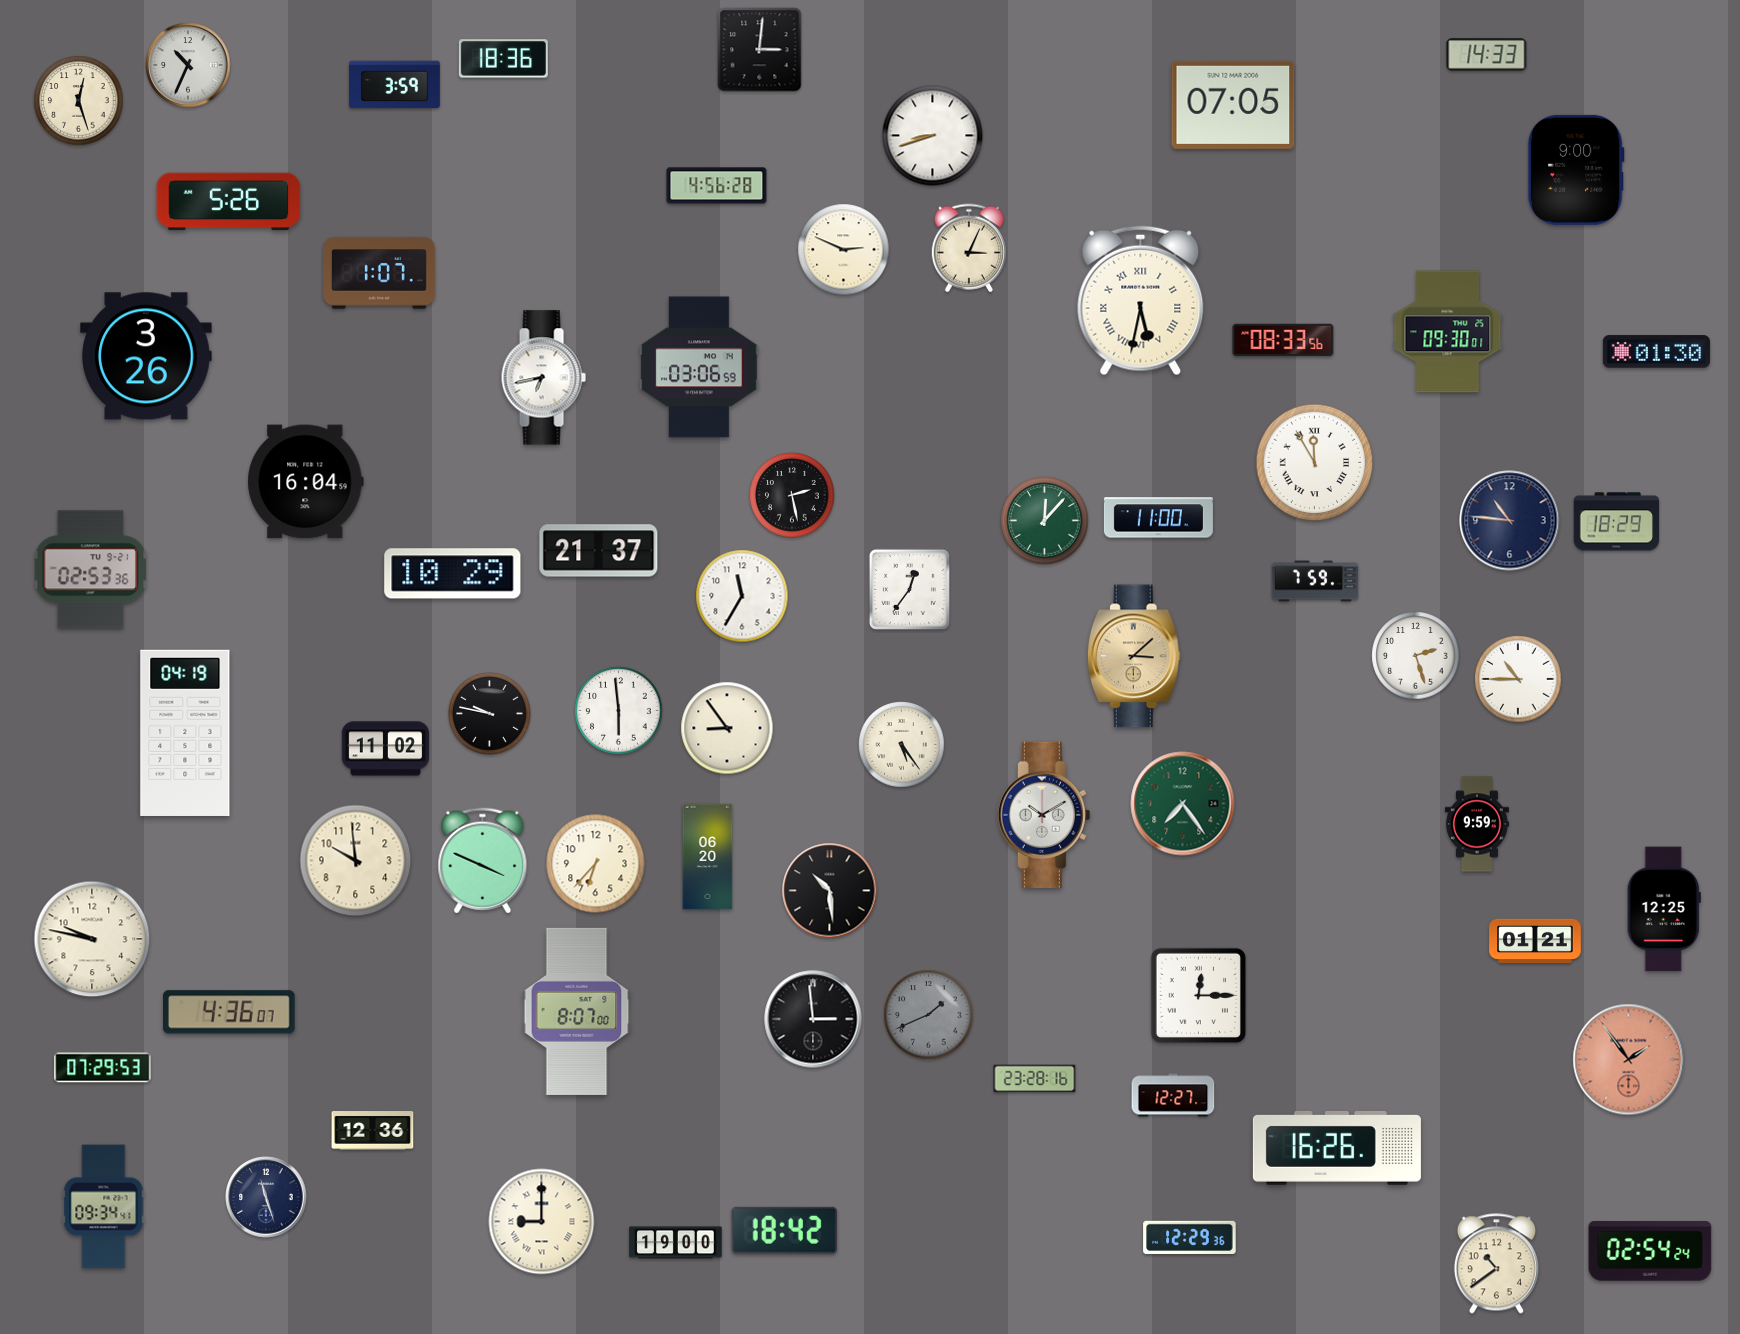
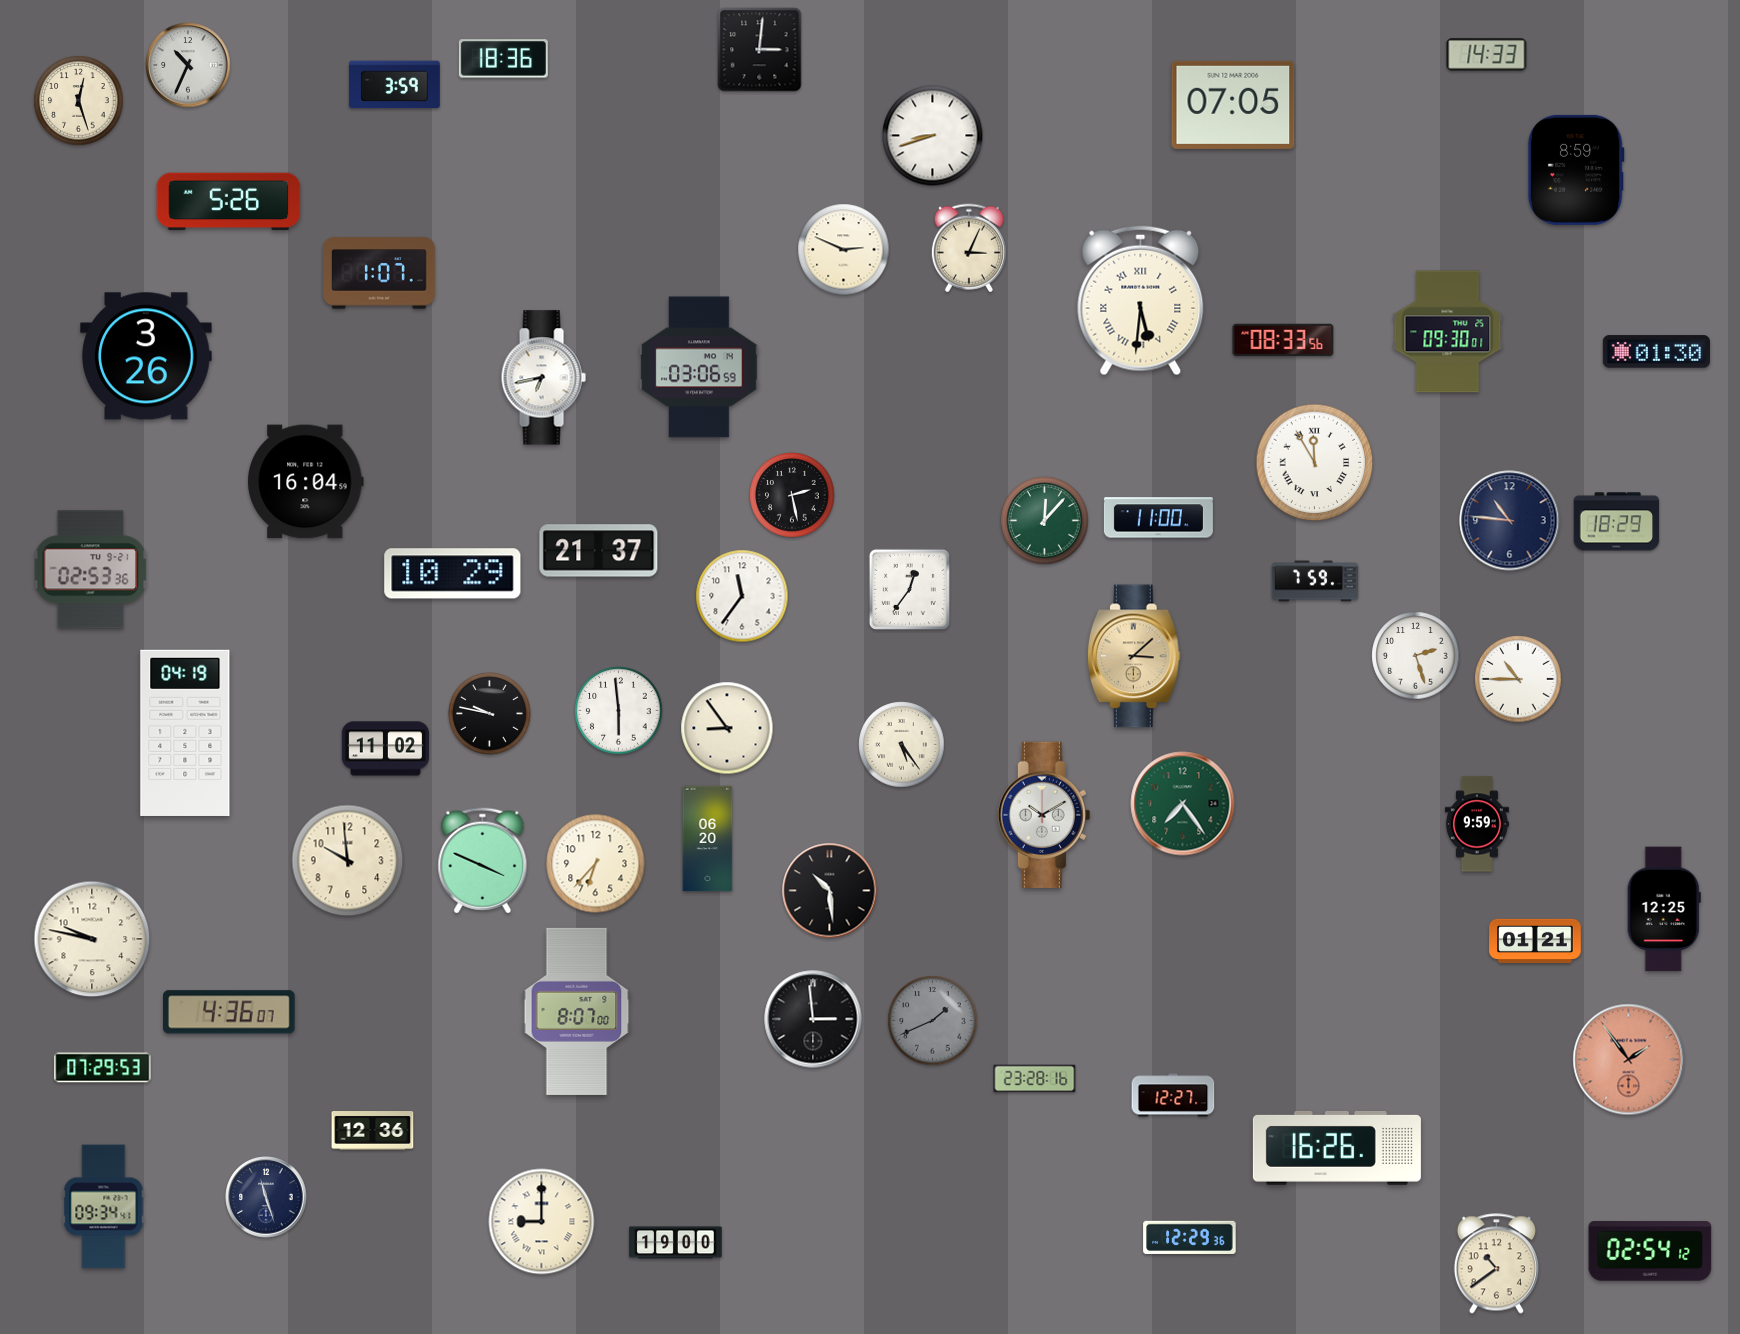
clock at (1576, 170): 9:00 -> 8:59
clock at (717, 186): 4:56 -> none
clock at (1141, 301): 5:32 -> 5:31
clock at (742, 596): 11:35 -> 11:36
clock at (708, 857) position: (708, 857) -> (708, 839)
clock at (356, 861) position: (356, 861) -> (348, 861)
clock at (1198, 995): 12:15 -> none
clock at (929, 1015) position: (929, 1015) -> (933, 1021)
clock at (784, 1230): 18:42 -> none
clock at (1650, 1251): 02:54:24 -> 02:54:12
